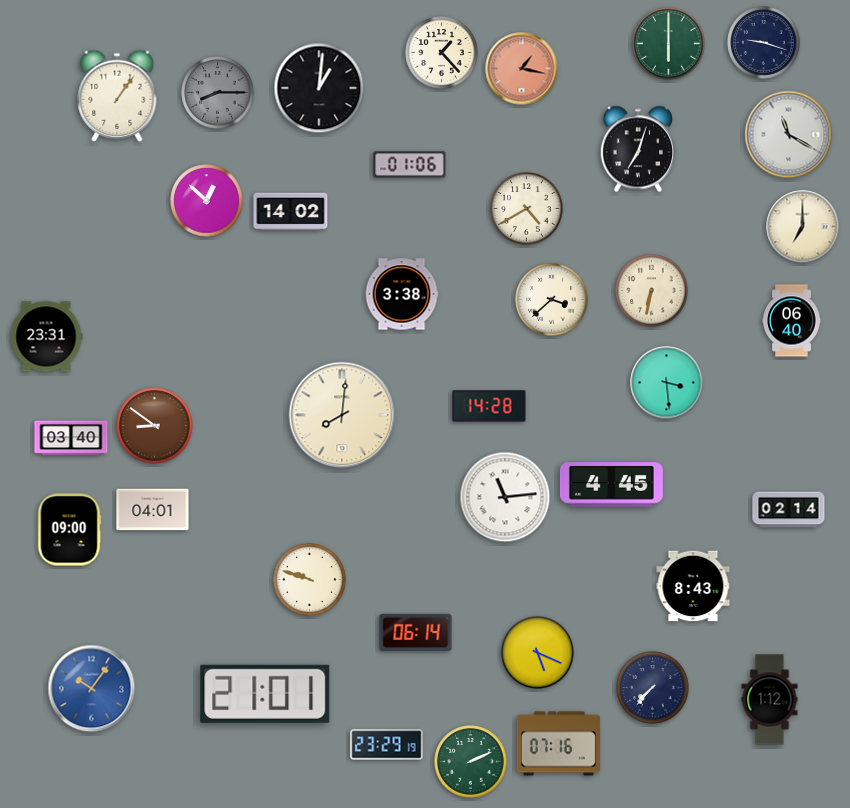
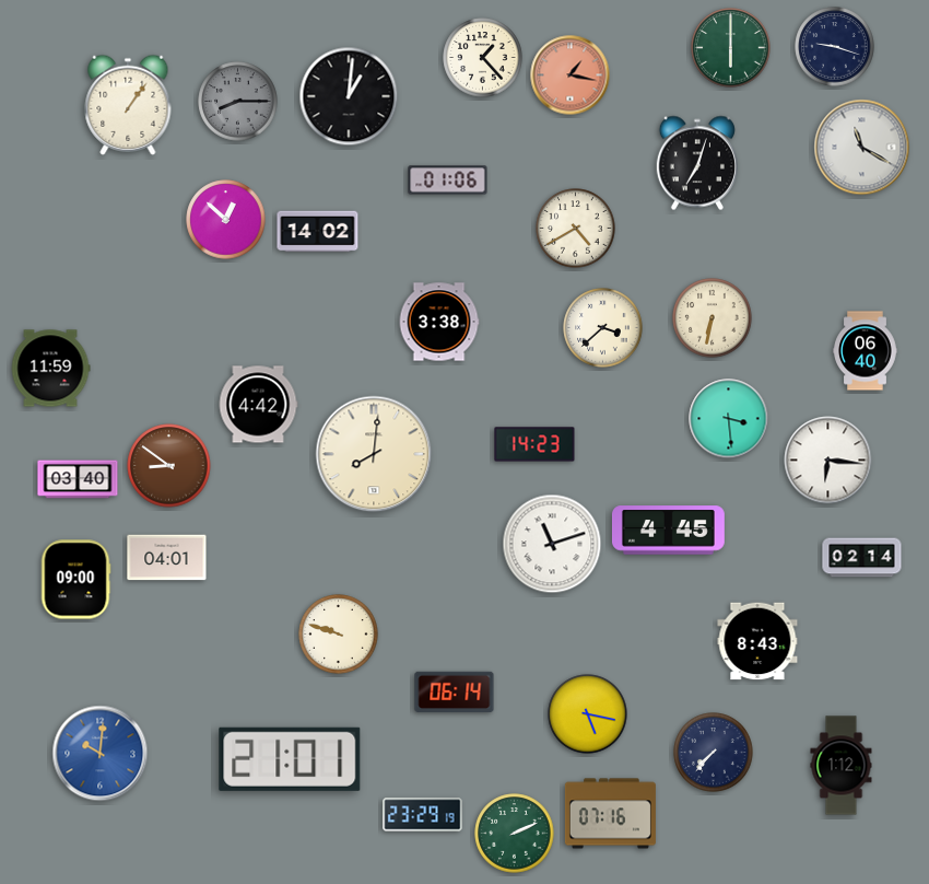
clock at (803, 227): 7:00 -> none
clock at (46, 337): 23:31 -> 11:59
clock at (258, 405): none -> 4:42
clock at (489, 406): 14:28 -> 14:23
clock at (828, 461): none -> 6:16
clock at (505, 497): 11:14 -> 11:12
clock at (538, 653): 5:19 -> 5:17
clock at (92, 689): 10:06 -> 10:01
